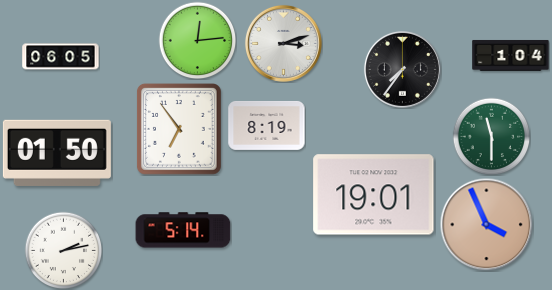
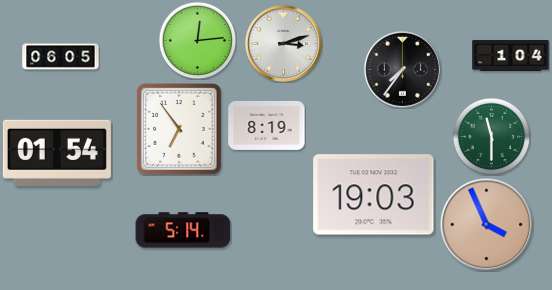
clock at (57, 153): 01:50 -> 01:54
clock at (374, 195): 19:01 -> 19:03
clock at (63, 250): 2:13 -> none
